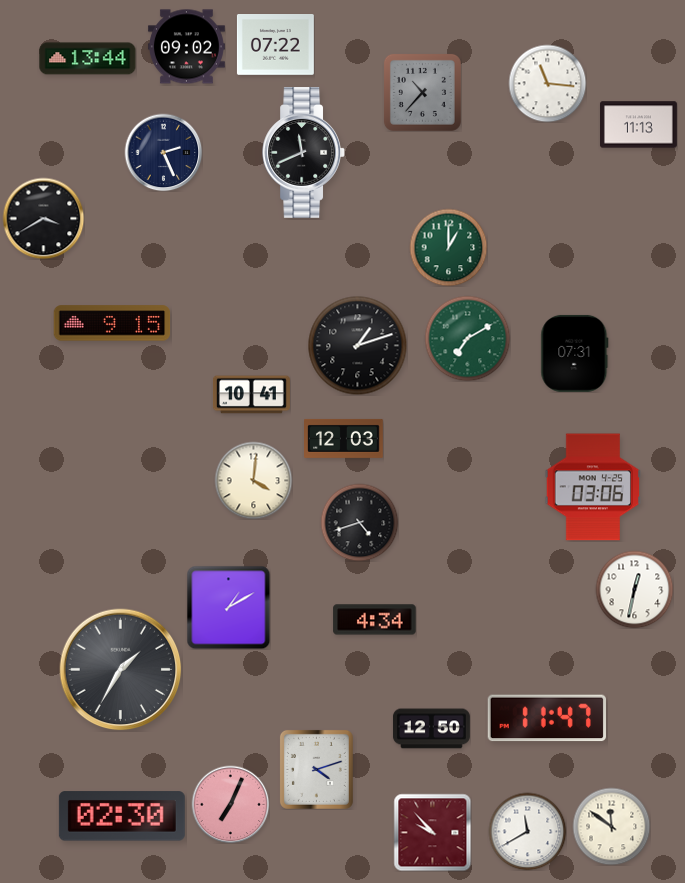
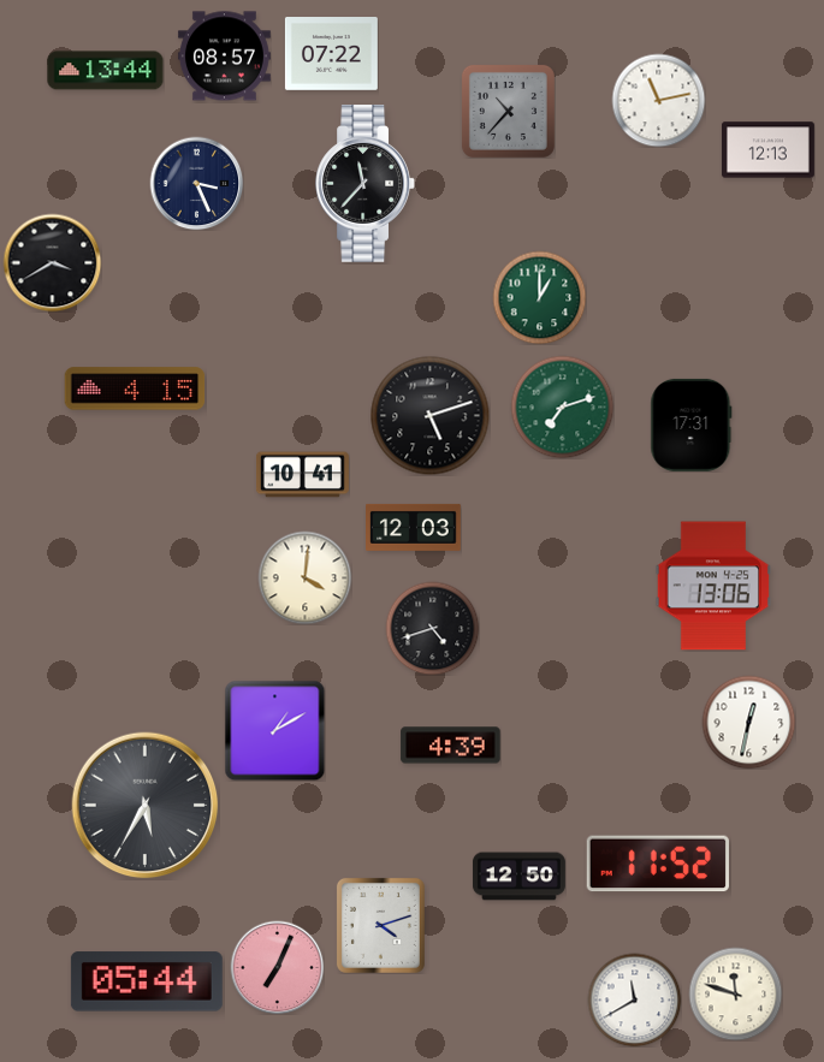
clock at (186, 47): 09:02 -> 08:57
clock at (547, 83): 11:16 -> 11:13
clock at (638, 125): 11:13 -> 12:13
clock at (163, 152): 2:26 -> 3:26
clock at (303, 153): 11:41 -> 11:37
clock at (112, 323): 9:15 -> 4:15
clock at (467, 338): 7:10 -> 7:12
clock at (358, 346): 1:12 -> 5:12
clock at (575, 353): 07:31 -> 17:31
clock at (592, 487): 03:06 -> 13:06
clock at (634, 589) position: (634, 589) -> (748, 722)
clock at (375, 620): 4:34 -> 4:39
clock at (121, 670): 1:35 -> 5:35
clock at (547, 718): 11:47 -> 11:52
clock at (122, 816): 02:30 -> 05:44
clock at (611, 826): 11:51 -> 11:48
clock at (432, 832): 9:53 -> none
